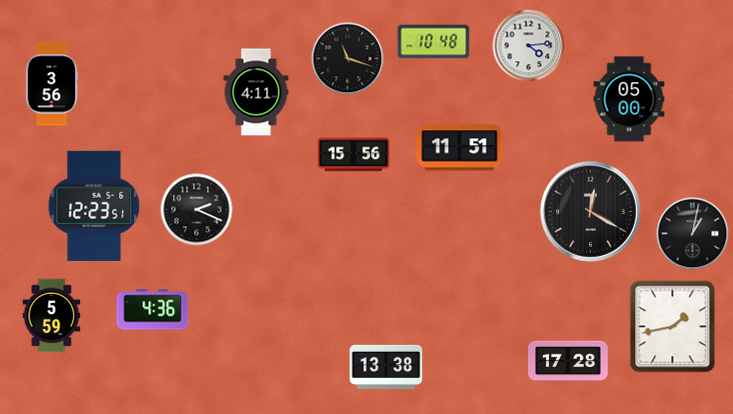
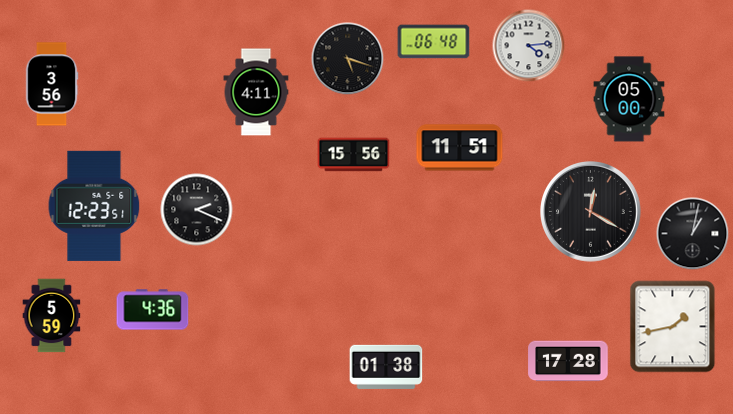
clock at (434, 42): 10:48 -> 06:48
clock at (348, 59): 11:18 -> 5:18
clock at (386, 367): 13:38 -> 01:38
